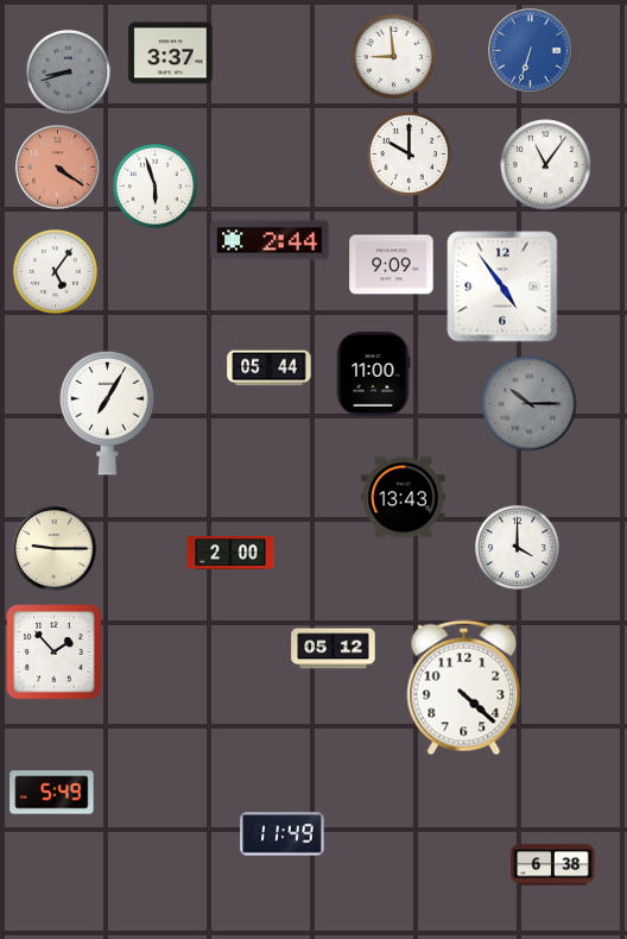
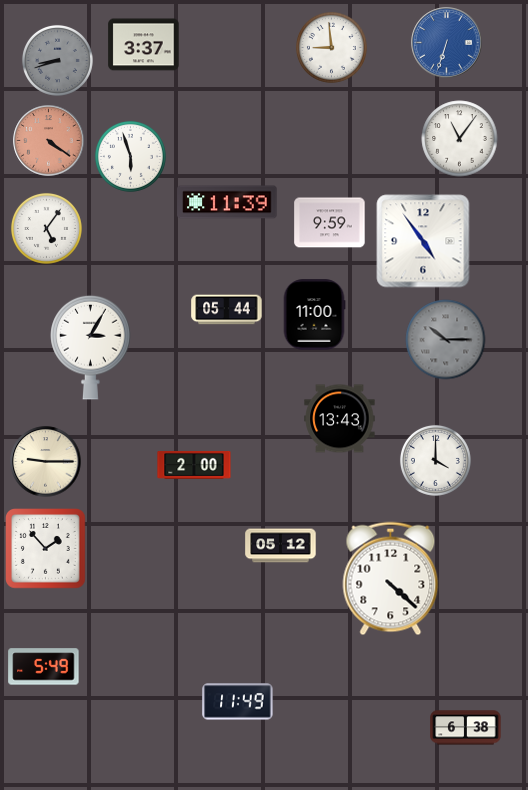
clock at (408, 153): 10:00 -> none
clock at (270, 240): 2:44 -> 11:39
clock at (392, 265): 9:09 -> 9:59
clock at (108, 412): 7:05 -> 3:05
